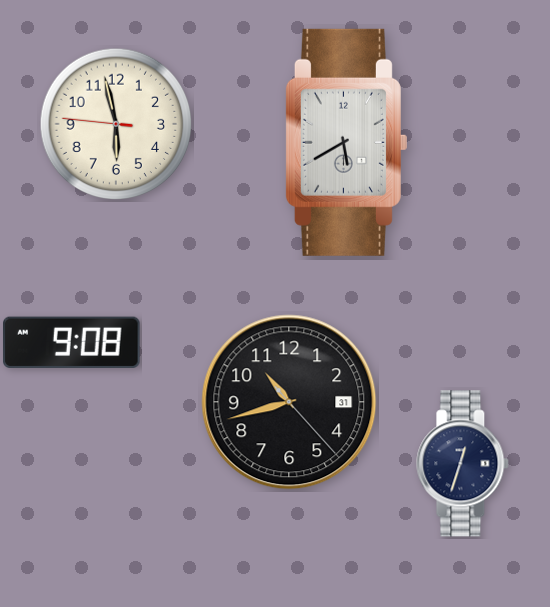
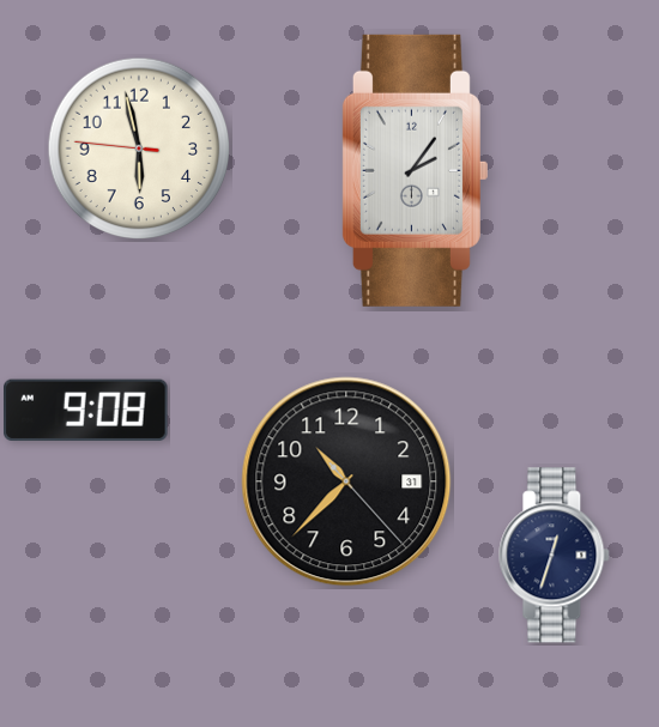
clock at (346, 142): 5:40 -> 2:06
clock at (289, 402): 10:42 -> 10:37
